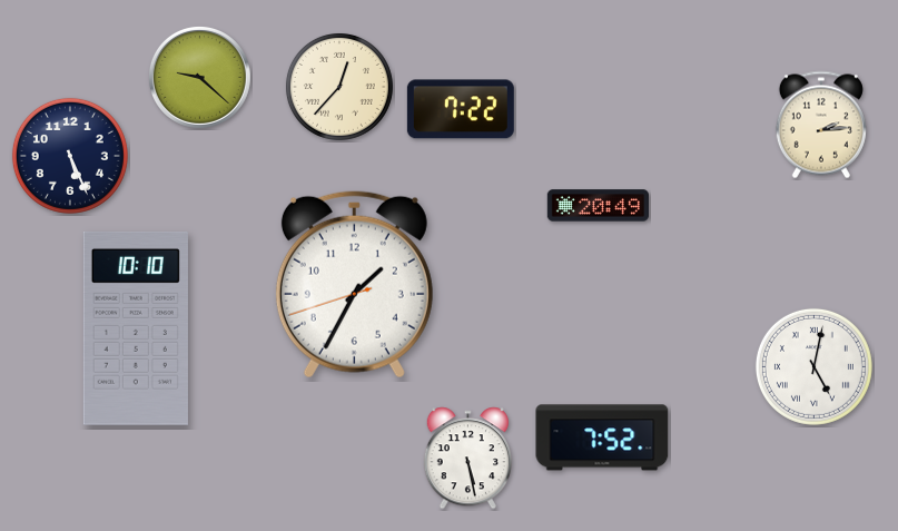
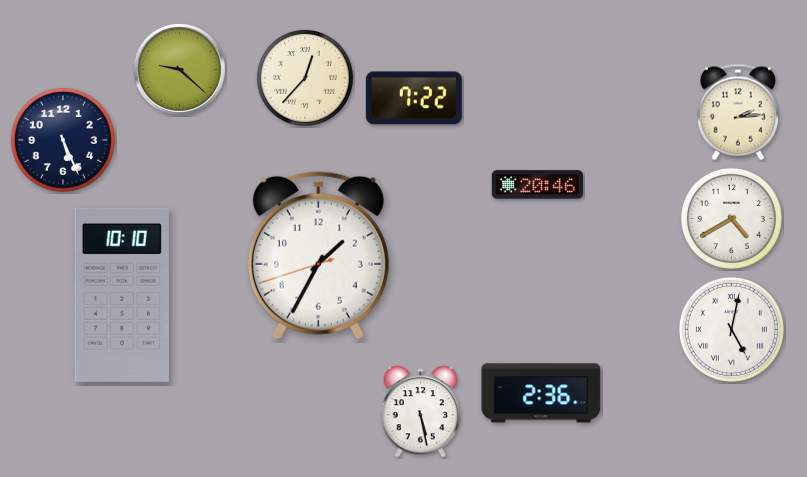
clock at (598, 206): 20:49 -> 20:46
clock at (731, 218): none -> 4:40
clock at (602, 437): 7:52 -> 2:36
